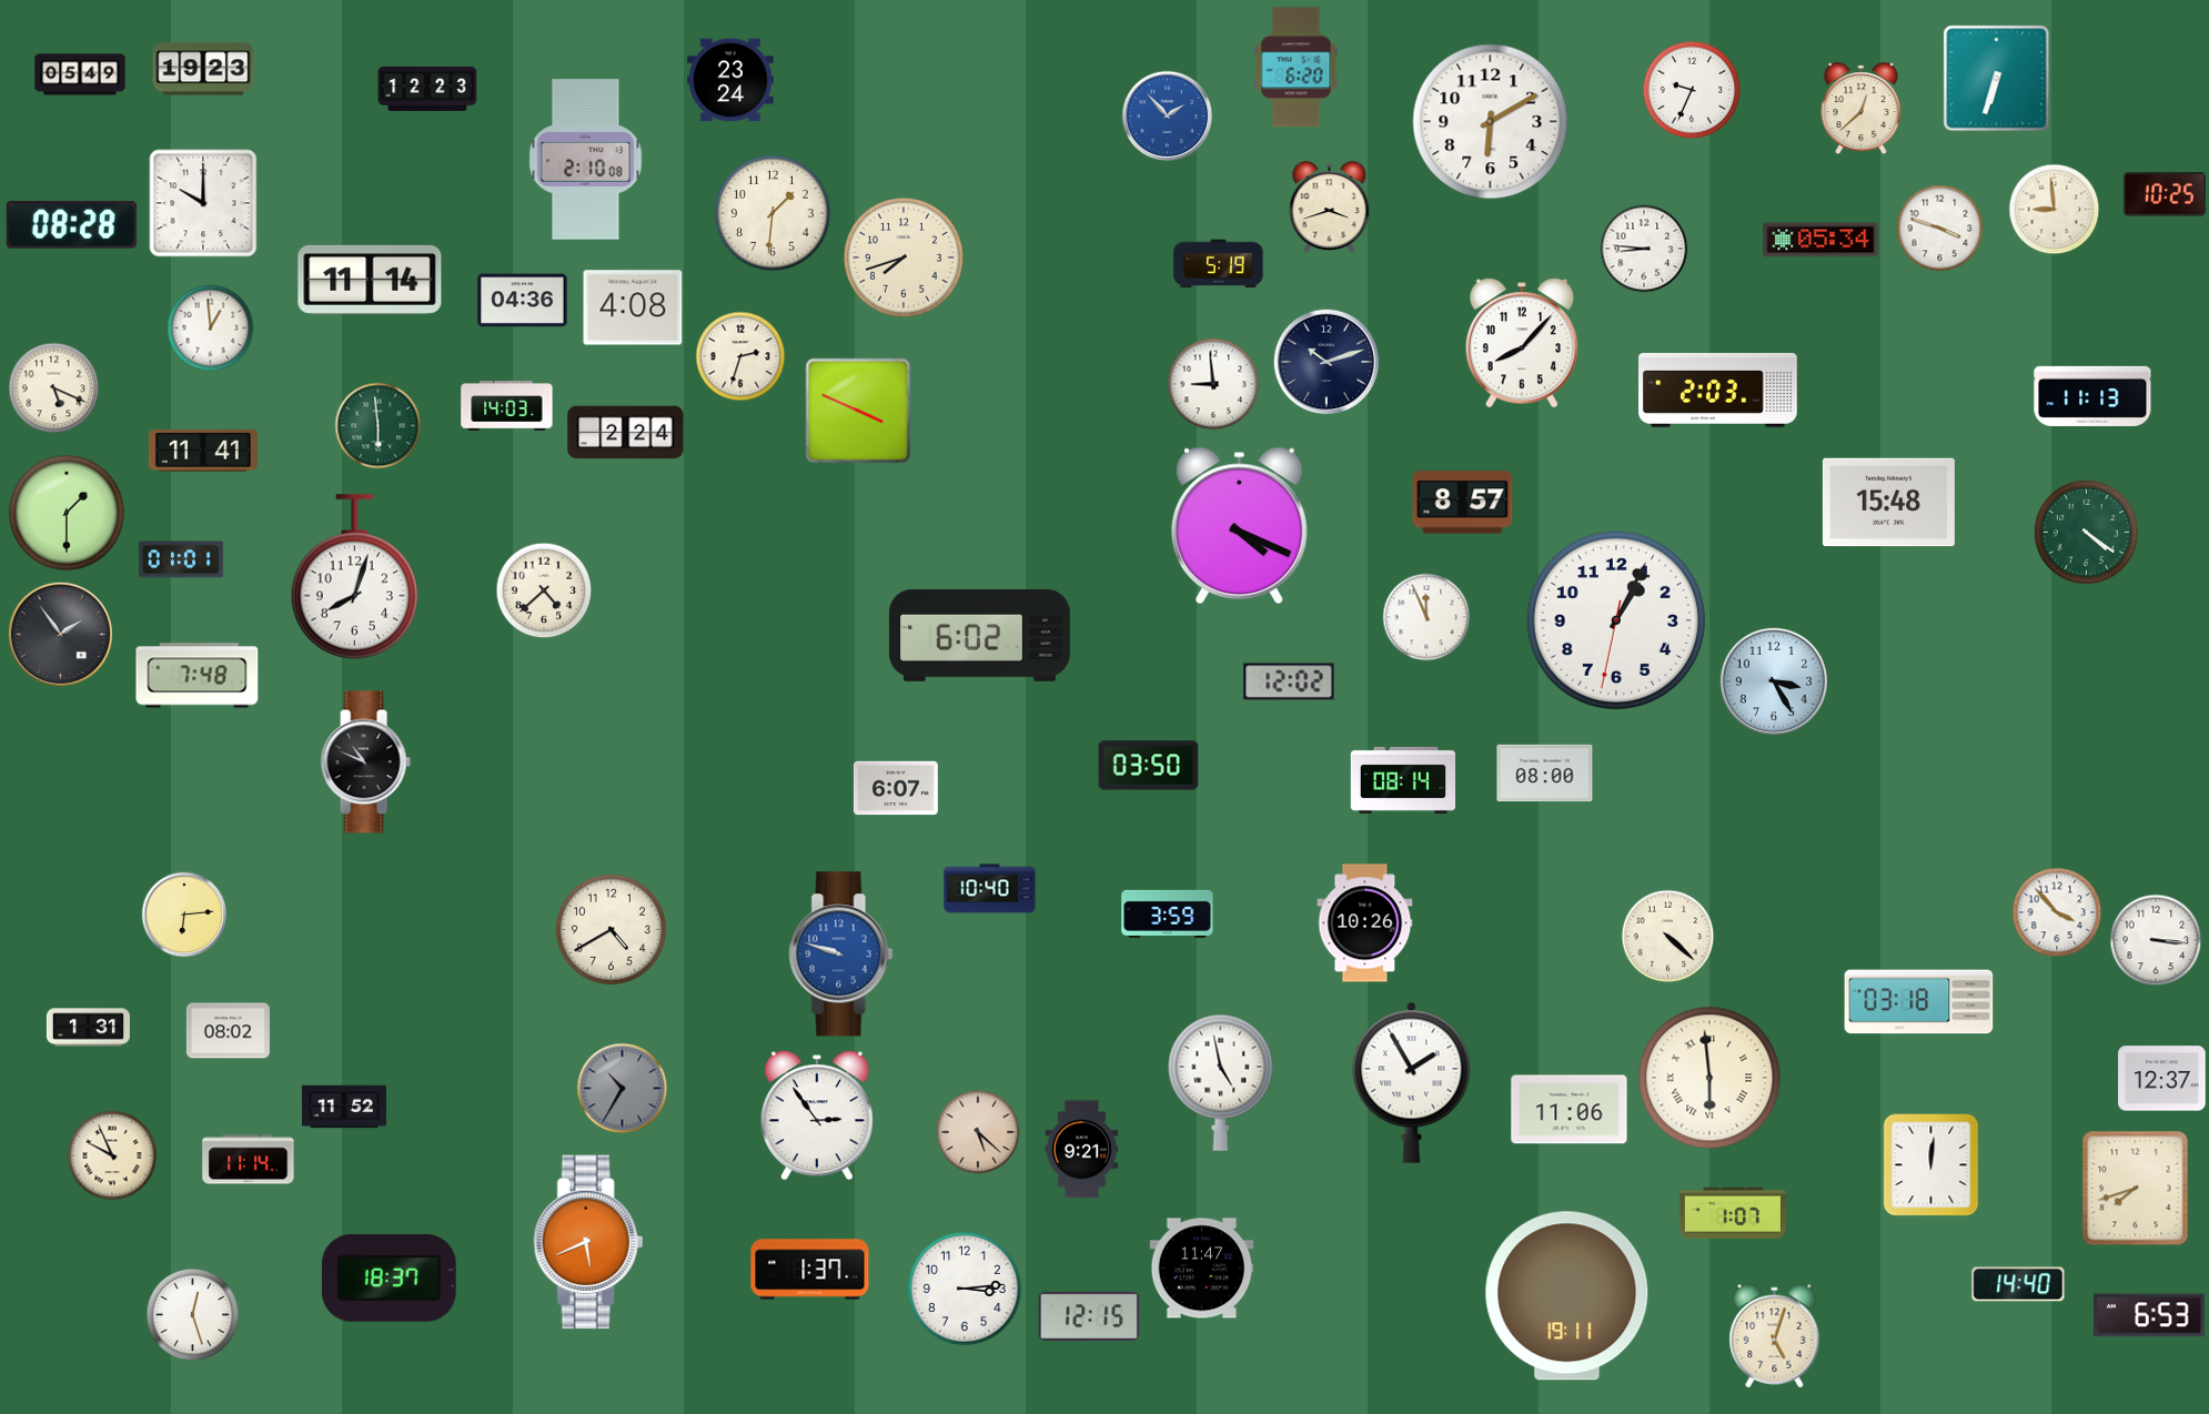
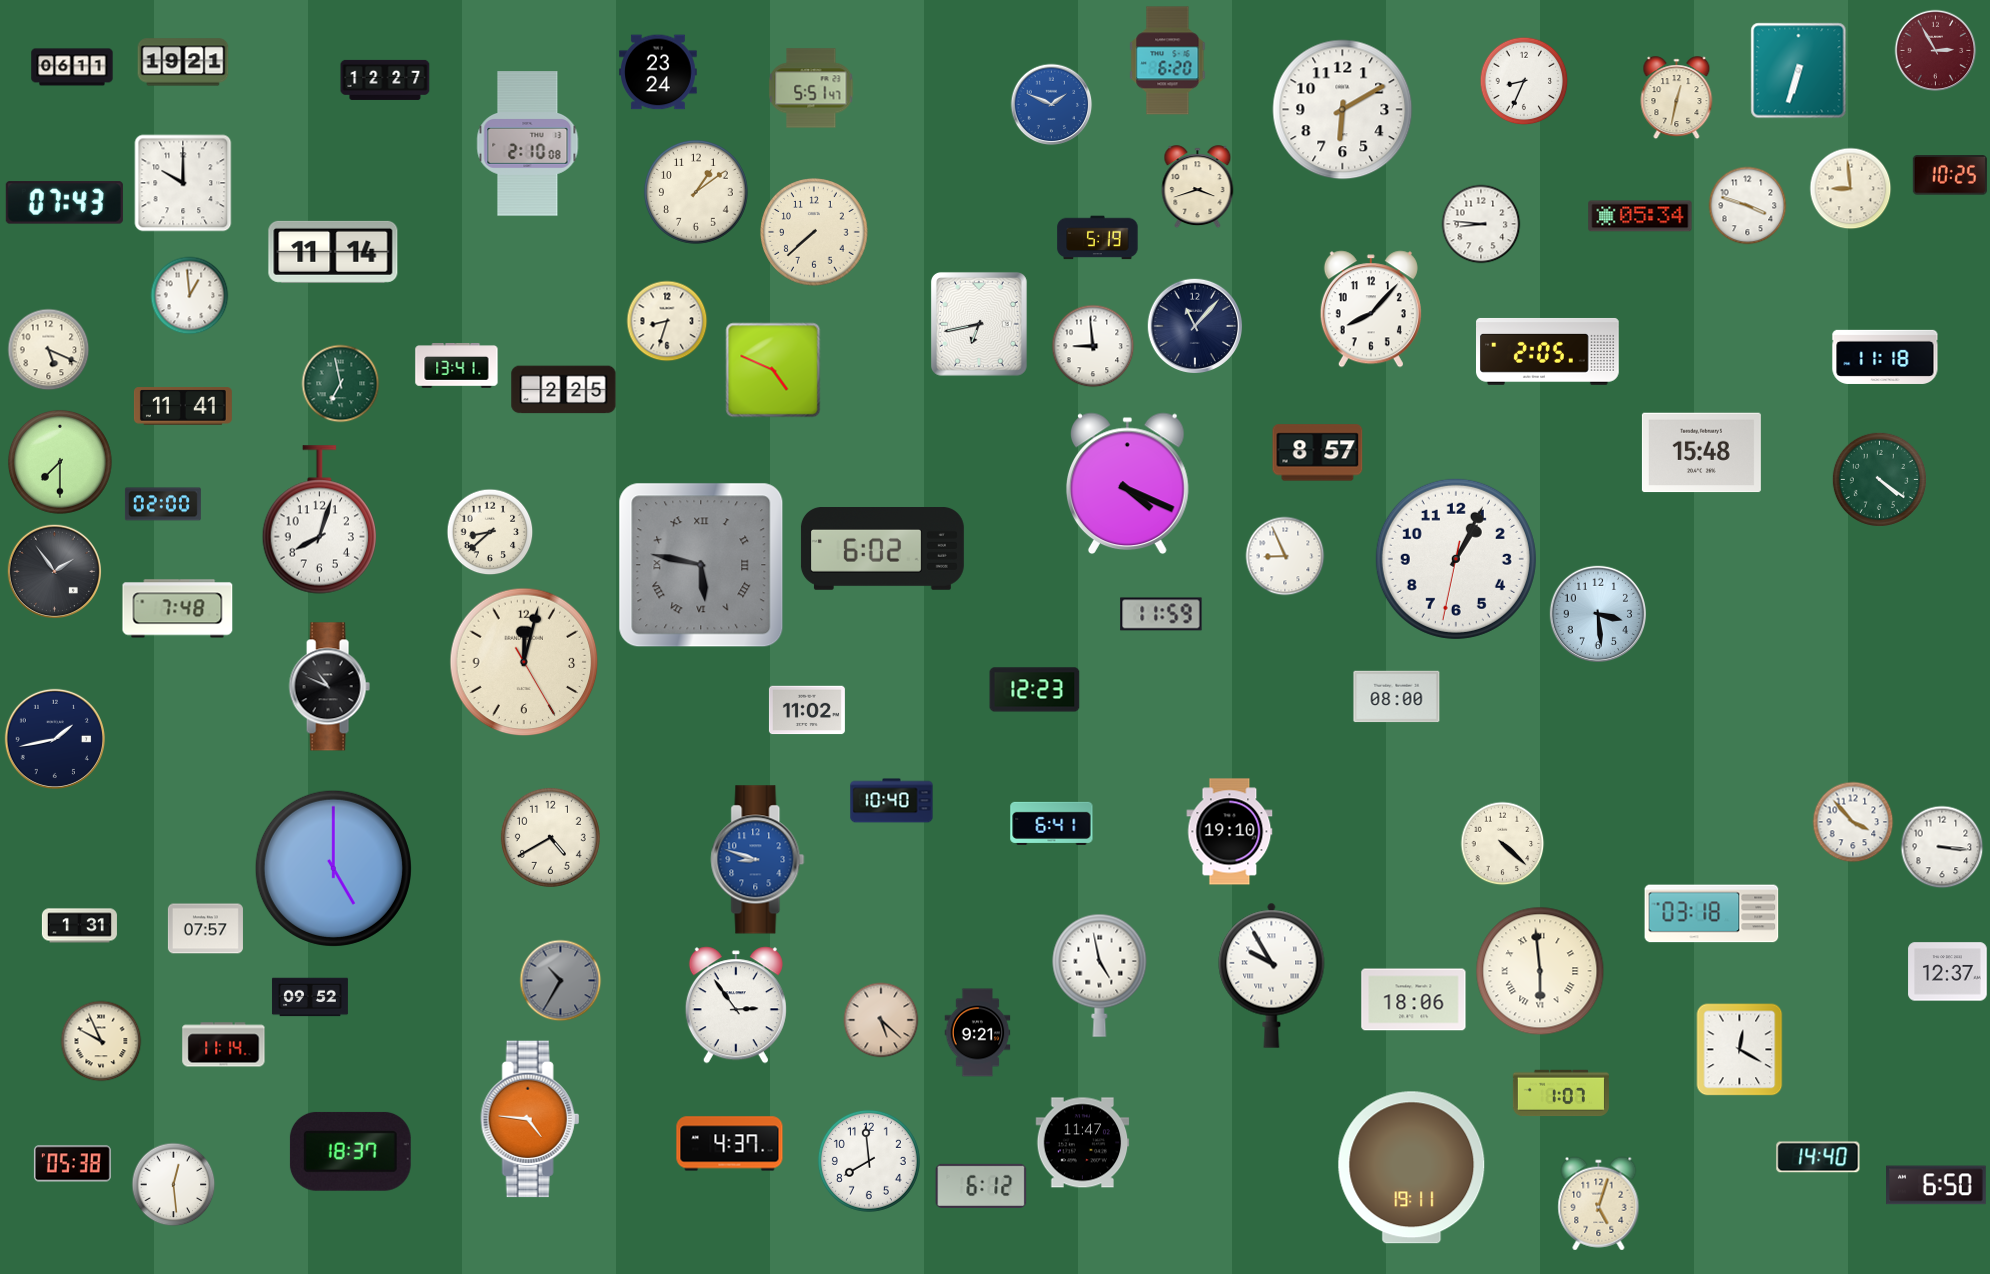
clock at (1936, 51): none -> 2:55
clock at (203, 69): 19:23 -> 19:21
clock at (80, 74): 05:49 -> 06:11
clock at (427, 89): 12:23 -> 12:27
clock at (1692, 90): 9:34 -> 8:34
clock at (811, 88): none -> 5:51
clock at (1862, 109): 12:38 -> 12:32
clock at (1168, 117): 1:53 -> 1:49
clock at (773, 213): 1:31 -> 1:09
clock at (71, 225): 08:28 -> 07:43
clock at (904, 257): 7:42 -> 7:38
clock at (523, 301): 04:36 -> none
clock at (633, 307): 4:08 -> none
clock at (740, 356): 2:33 -> 8:33
clock at (979, 324): none -> 6:43
clock at (1325, 361): 10:12 -> 11:07
clock at (1718, 390): 2:03 -> 2:05
clock at (2092, 396): 11:13 -> 11:18
clock at (507, 406): 14:03 -> 13:41
clock at (858, 411): 3:49 -> 4:49
clock at (379, 426): 5:59 -> 6:58
clock at (626, 433): 2:24 -> 2:25
clock at (67, 513): 1:30 -> 7:30
clock at (1239, 526) position: (1239, 526) -> (1127, 484)
clock at (181, 559): 01:01 -> 02:00
clock at (544, 590): 4:38 -> 8:38
clock at (1426, 617): 11:56 -> 8:56
clock at (701, 565): none -> 5:47
clock at (979, 636) position: (979, 636) -> (882, 549)
clock at (1773, 680): 3:25 -> 3:29
clock at (1289, 681): 12:02 -> 11:59
clock at (524, 662): none -> 12:02
clock at (1149, 766): 03:50 -> 12:23
clock at (1545, 774) position: (1545, 774) -> (1397, 697)
clock at (1403, 780): 08:14 -> none
clock at (896, 788): 6:07 -> 11:02
clock at (55, 739): none -> 1:43
clock at (1168, 913): 3:59 -> 6:41
clock at (184, 915): 6:14 -> none
clock at (1365, 923): 10:26 -> 19:10
clock at (841, 955): 9:48 -> 8:48
clock at (333, 868): none -> 5:00
clock at (1919, 1002) position: (1919, 1002) -> (1712, 914)
clock at (228, 1031): 08:02 -> 07:57
clock at (1412, 1082): 1:55 -> 9:55
clock at (344, 1107): 11:52 -> 09:52
clock at (1570, 1110): 11:06 -> 18:06
clock at (1082, 1150) position: (1082, 1150) -> (978, 1033)
clock at (1931, 1165): 12:01 -> 12:20
clock at (2136, 1189): 7:42 -> none
clock at (588, 1242): 5:41 -> 4:46
clock at (810, 1270): 1:37 -> 4:37
clock at (965, 1289): 3:14 -> 7:59
clock at (72, 1164): none -> 05:38
clock at (193, 1315): 12:27 -> 12:29
clock at (2150, 1315): 6:53 -> 6:50
clock at (1089, 1316): 12:15 -> 6:12
